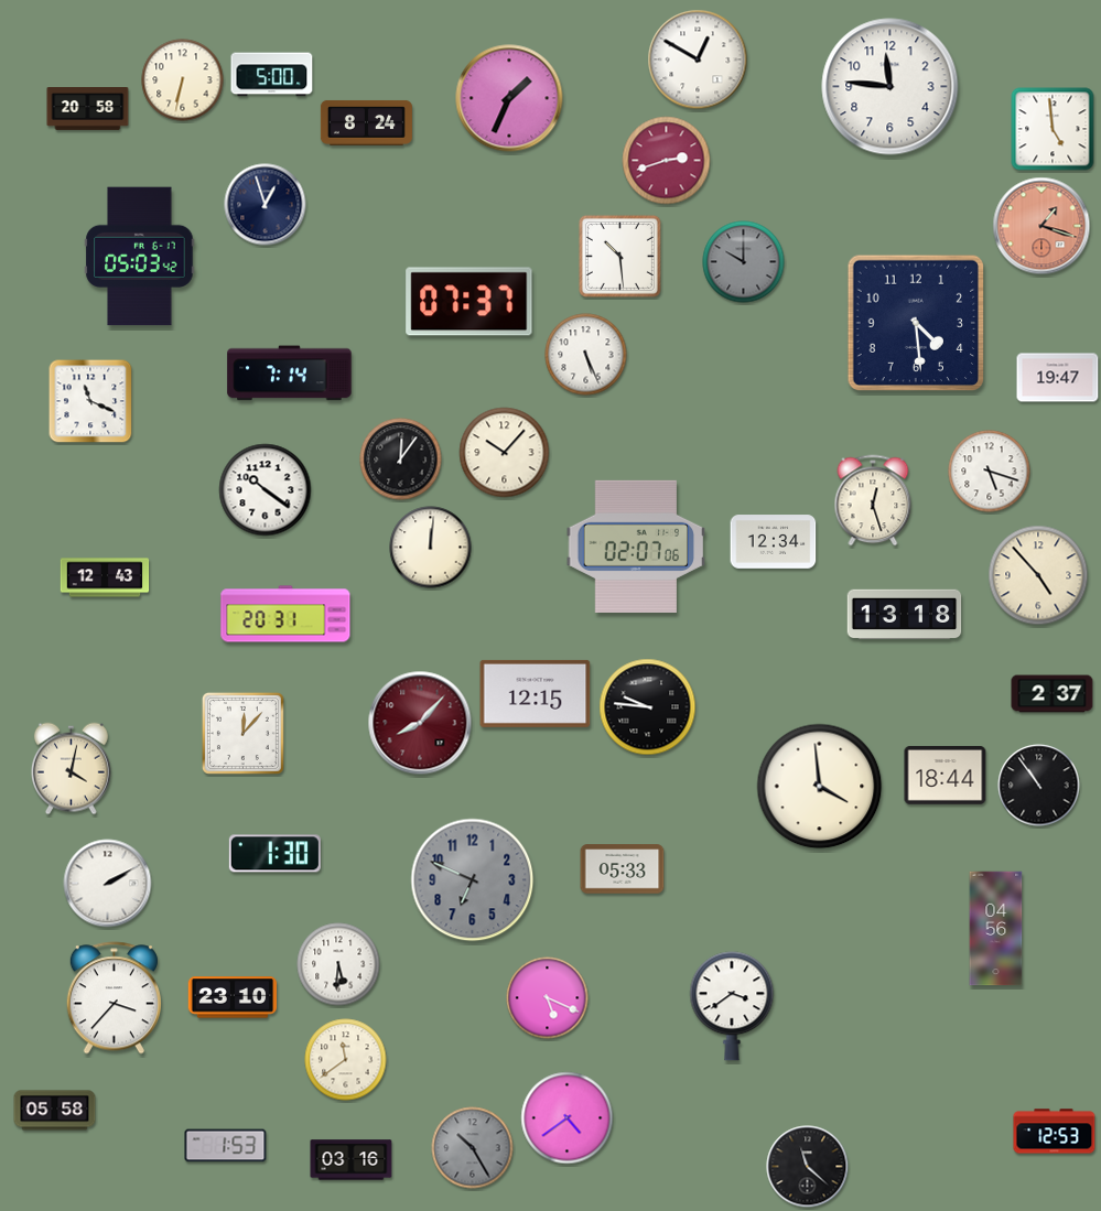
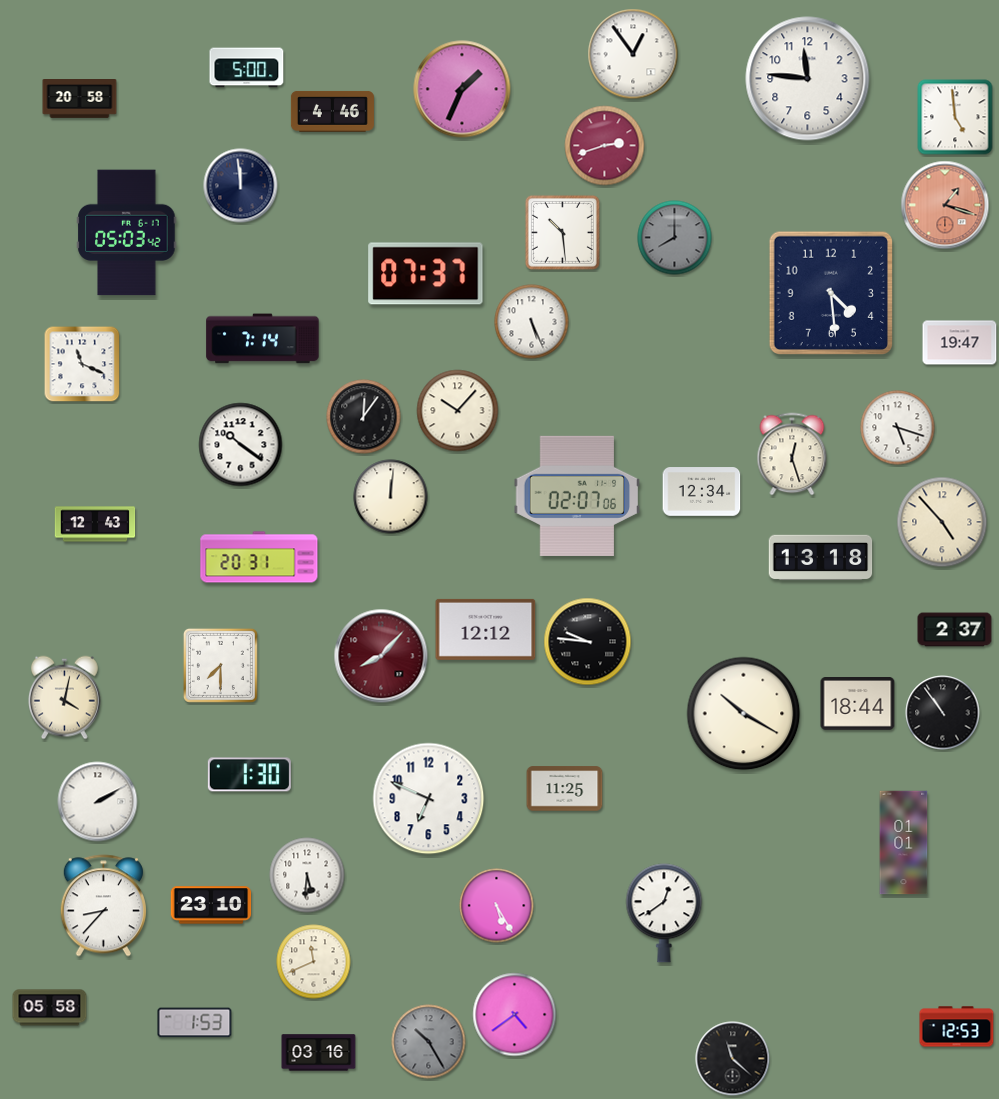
clock at (698, 60): 12:50 -> 12:54
clock at (183, 80): 6:32 -> none
clock at (366, 122): 8:24 -> 4:46
clock at (266, 205): 12:57 -> 11:59
clock at (744, 262): 10:00 -> 8:00
clock at (536, 693): 12:15 -> 12:12
clock at (242, 733): 12:07 -> 7:30
clock at (820, 787): 3:59 -> 10:20
clock at (623, 869): 05:33 -> 11:25
clock at (473, 880) dial: grey -> white
clock at (996, 929): 04:56 -> 01:01
clock at (114, 998): 3:37 -> 8:37
clock at (548, 998): 5:19 -> 5:25
clock at (732, 1006): 3:39 -> 12:39
clock at (346, 1060): 11:39 -> 11:41
clock at (226, 1146) position: (226, 1146) -> (195, 1023)
